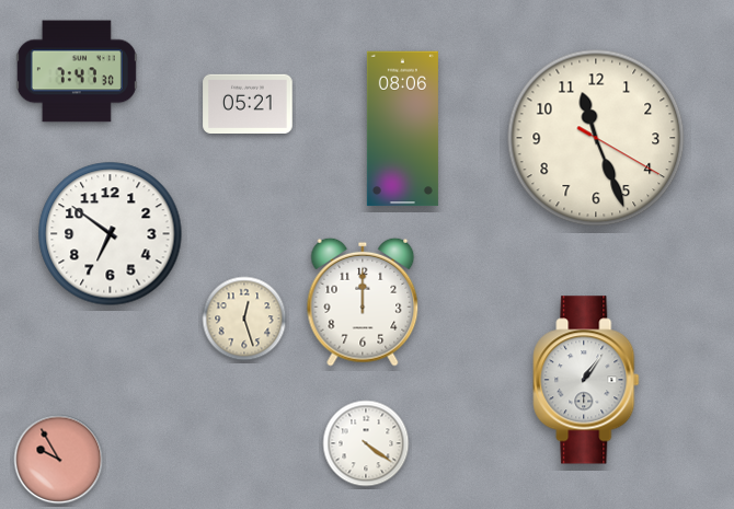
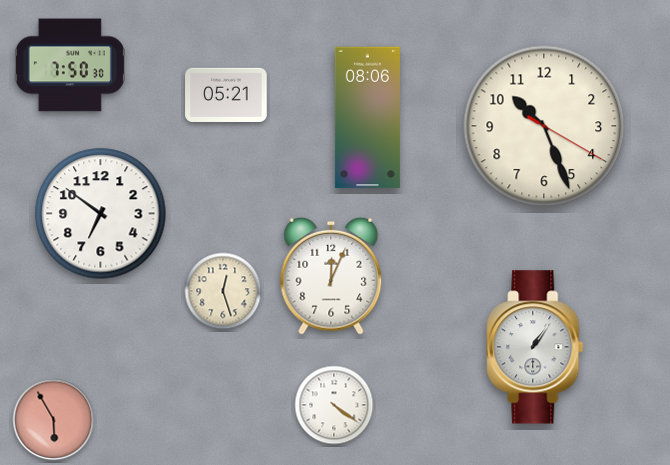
clock at (77, 71): 7:47 -> 7:50
clock at (596, 138): 11:26 -> 10:26
clock at (363, 302): 12:00 -> 12:04
clock at (59, 460): 9:55 -> 5:55
